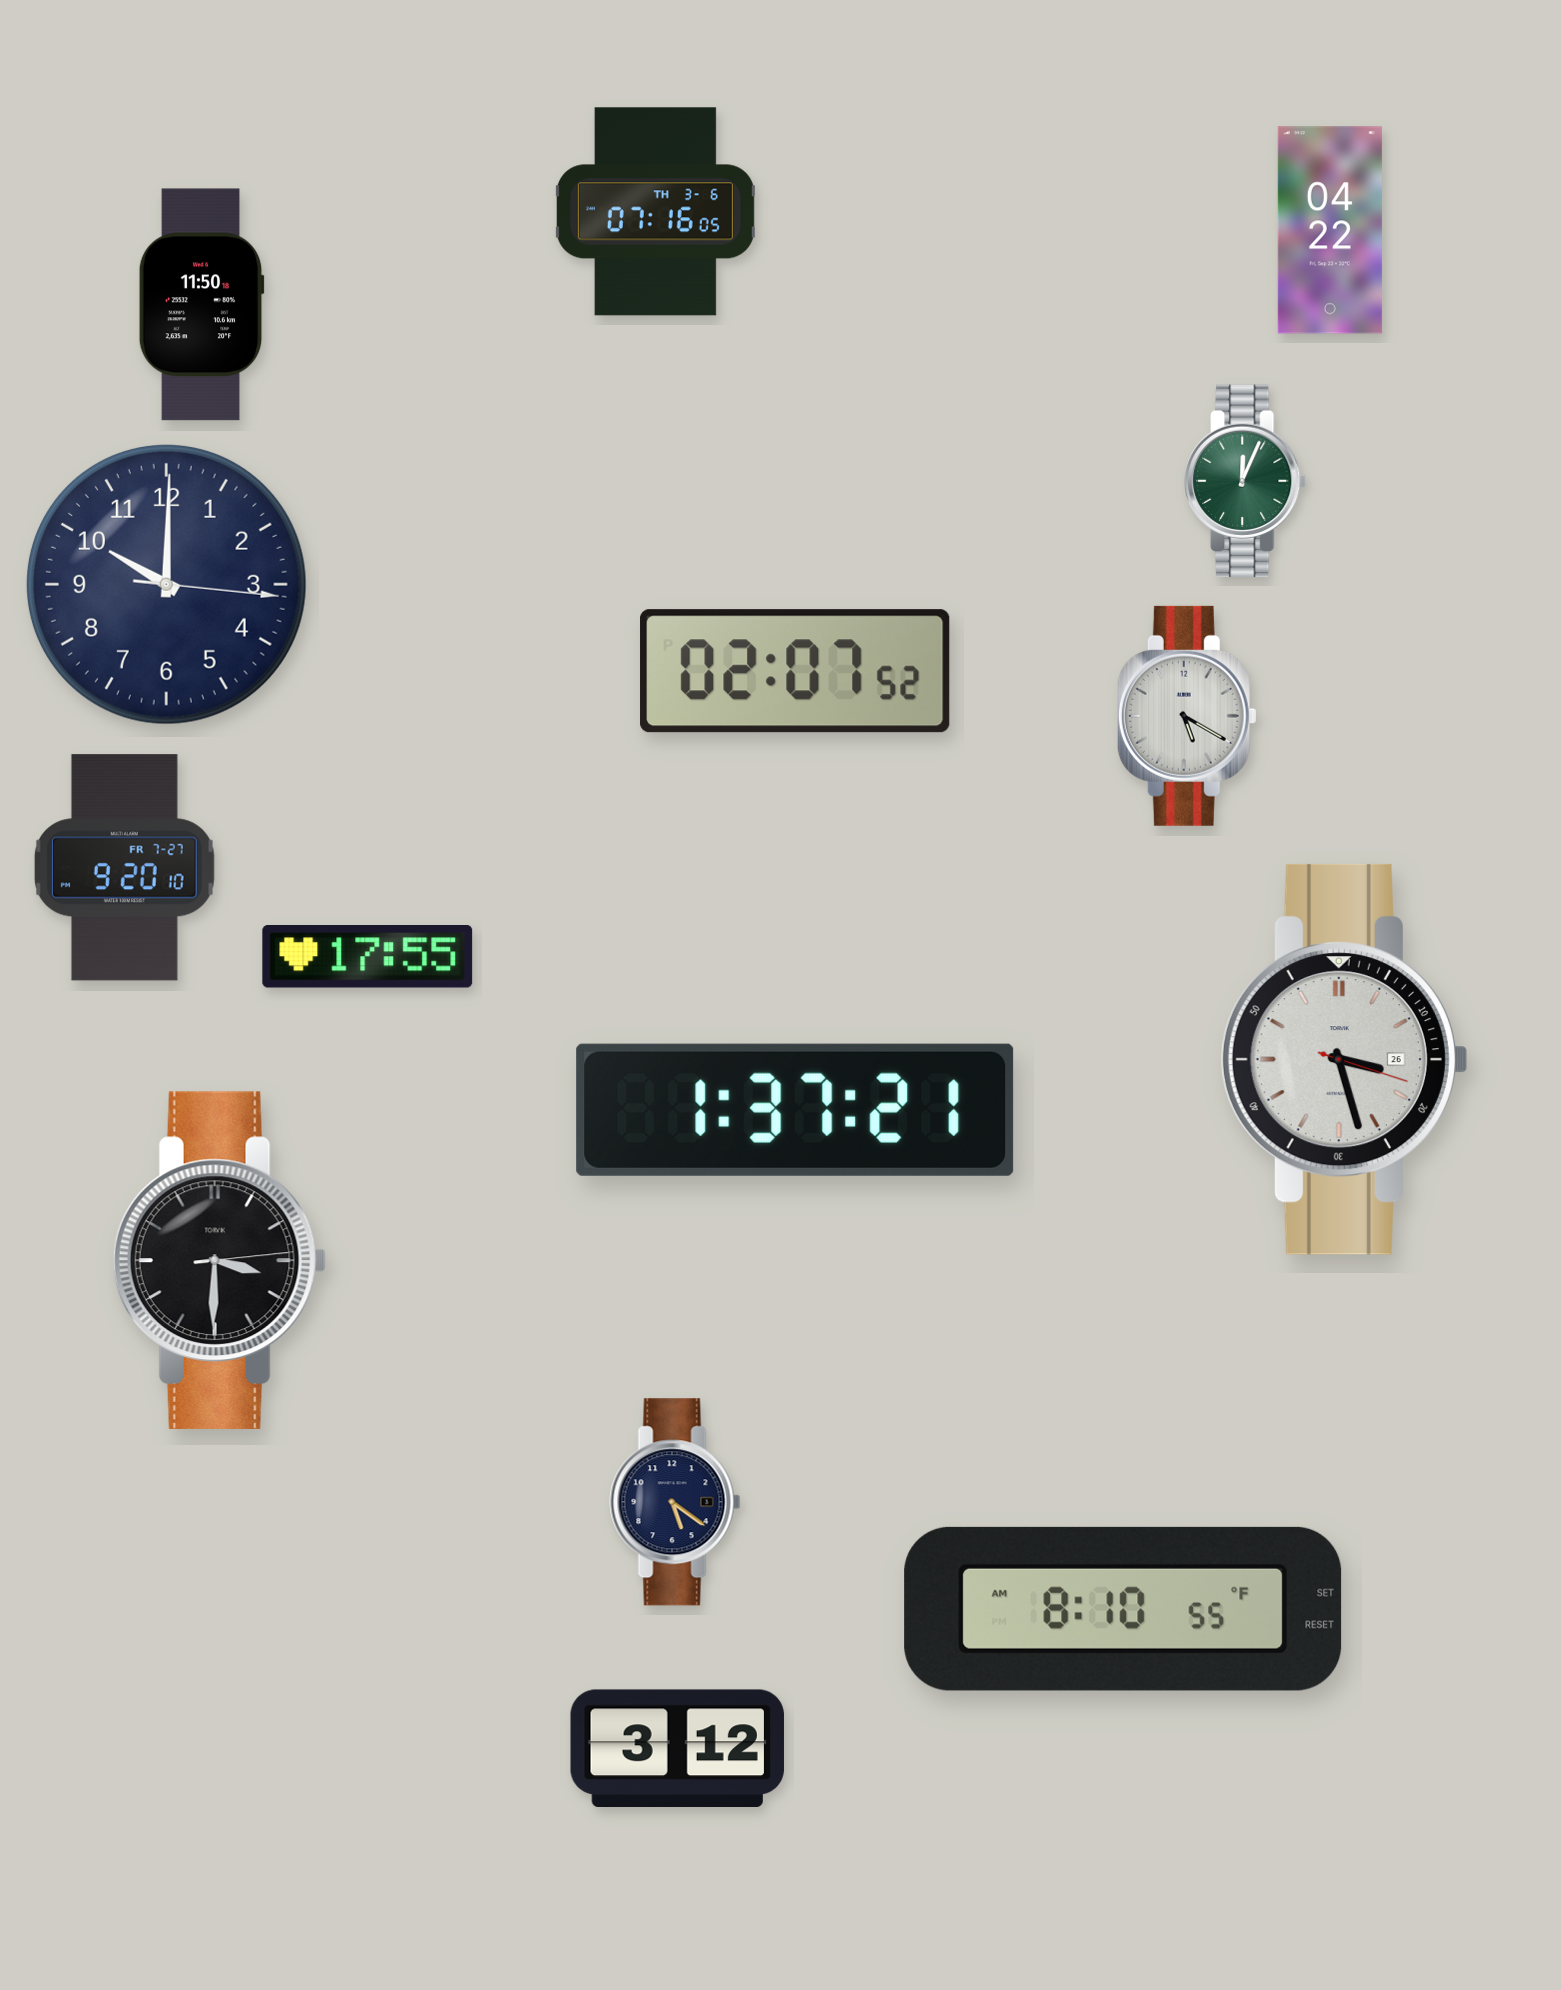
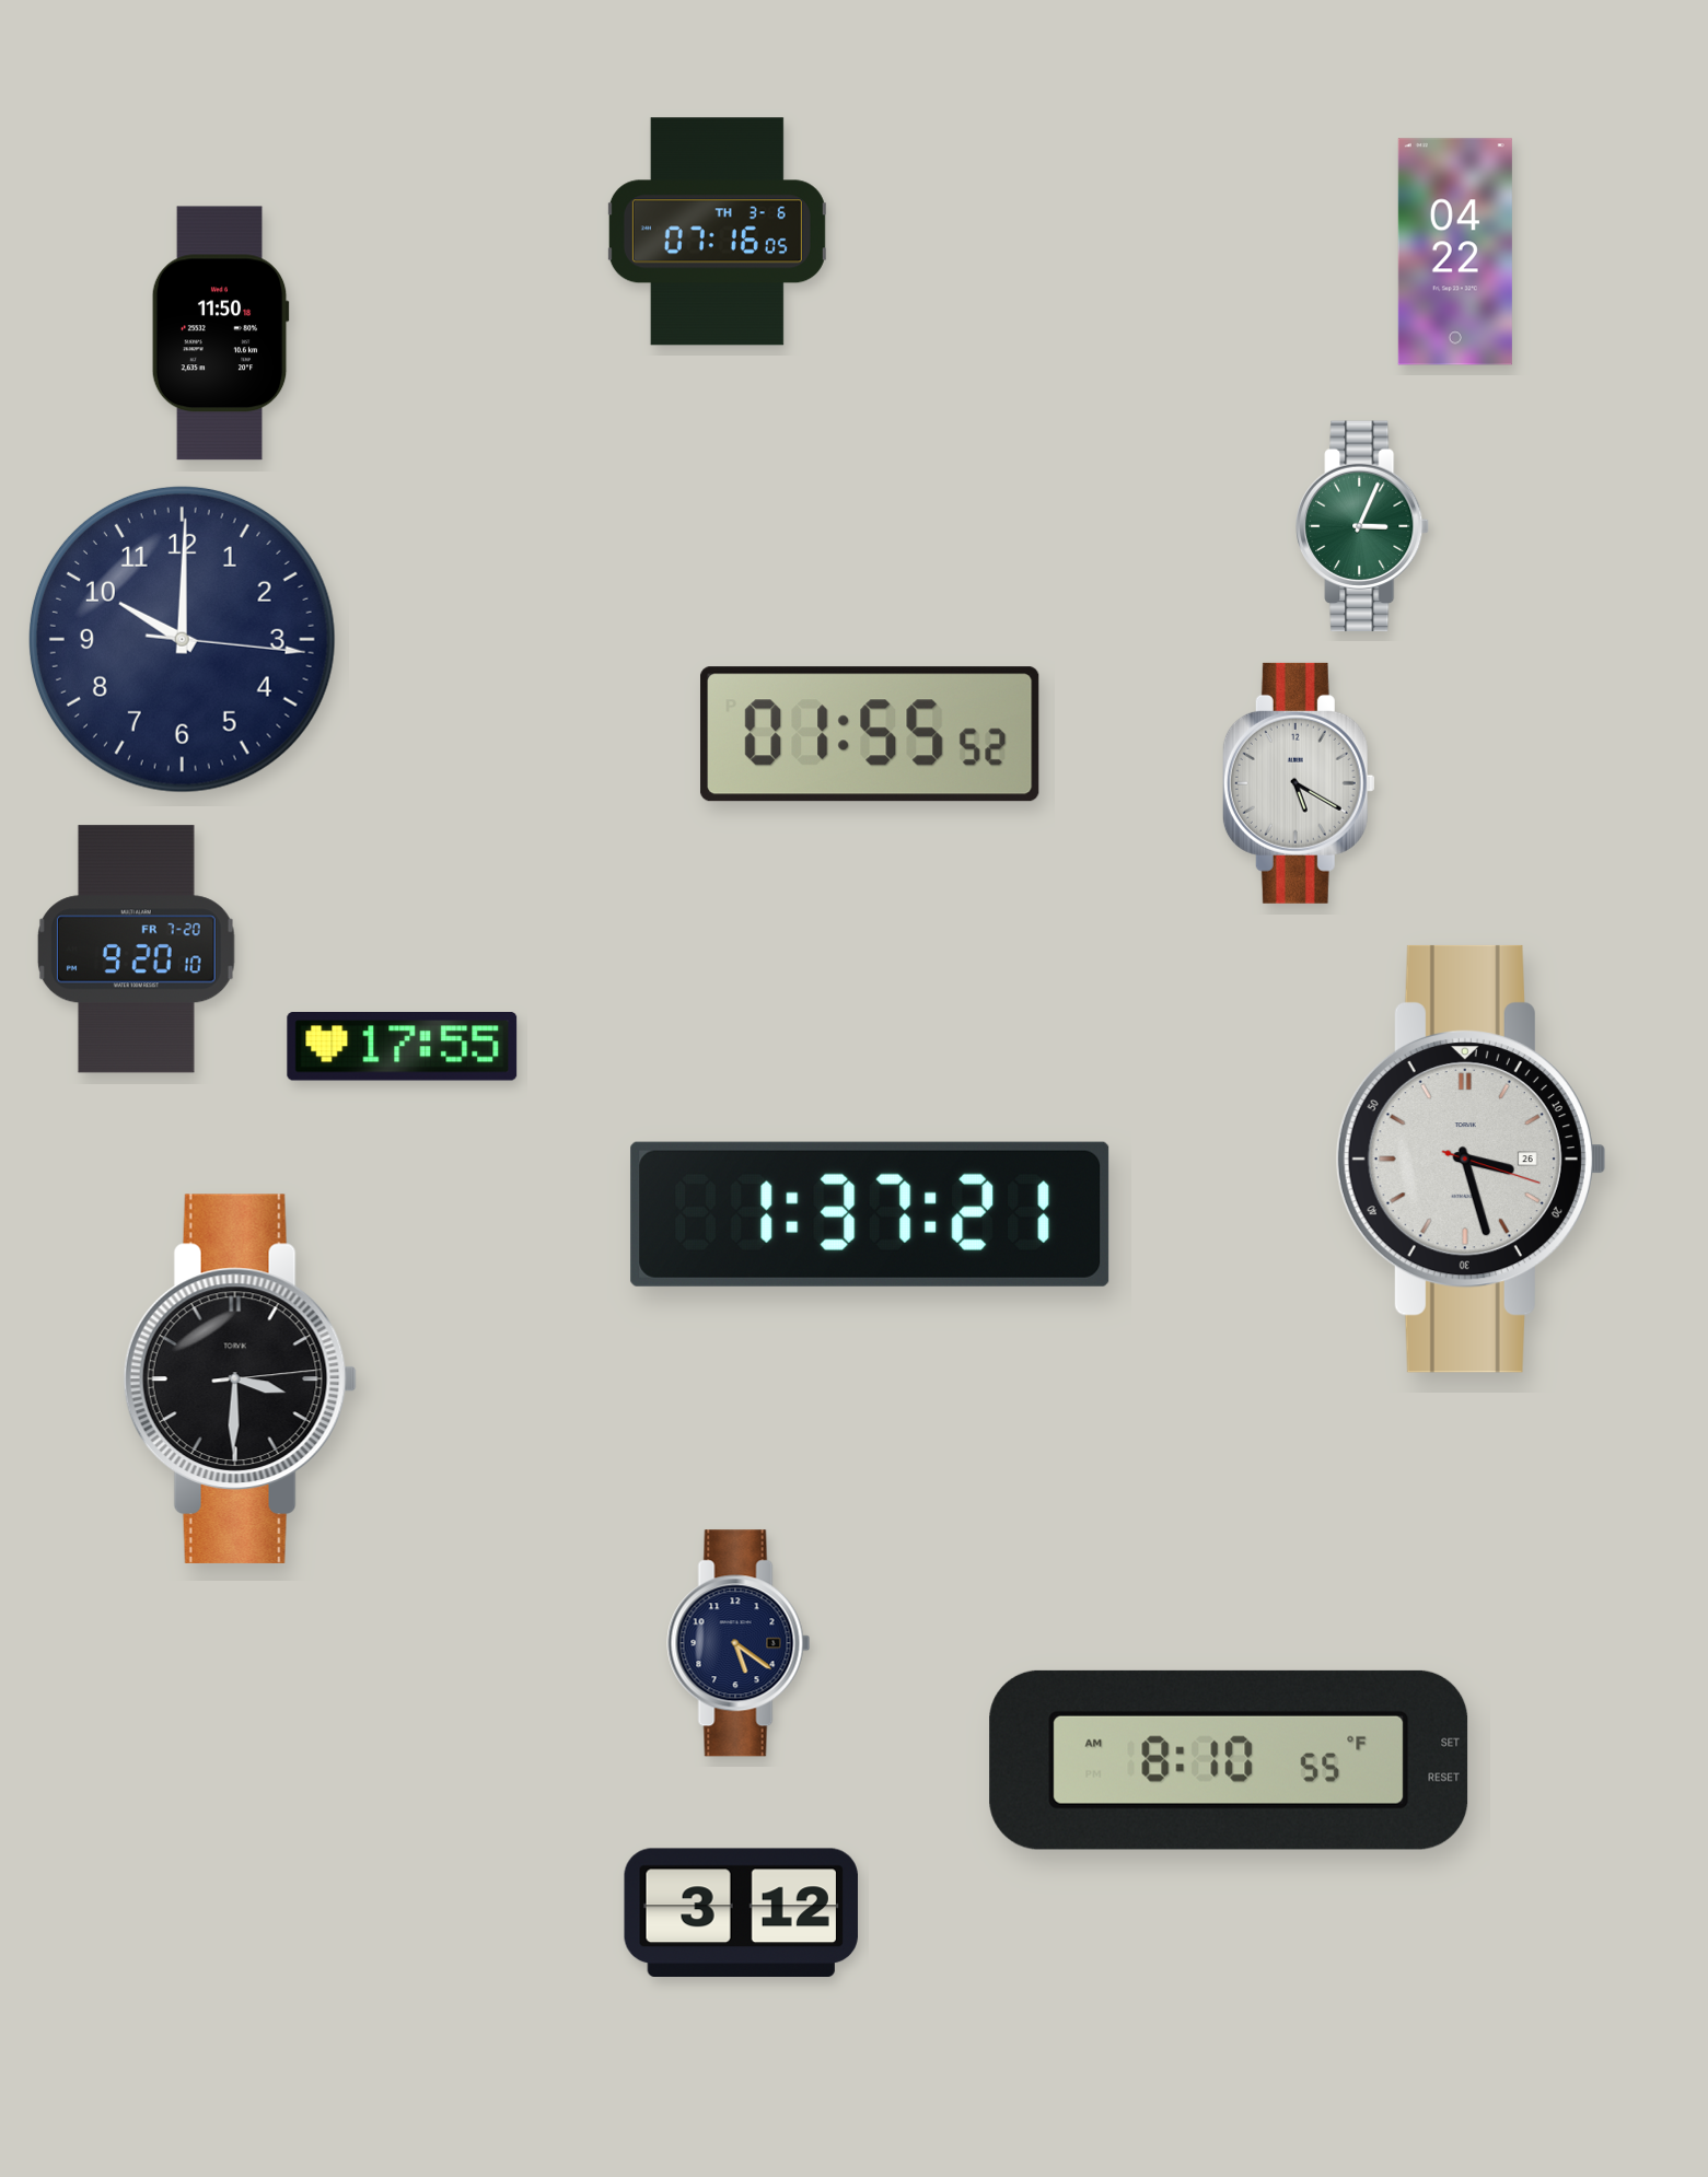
clock at (1245, 481): 12:04 -> 3:04
clock at (795, 671): 02:07 -> 01:55
clock at (124, 868) date: FR 7-27 -> FR 7-20
